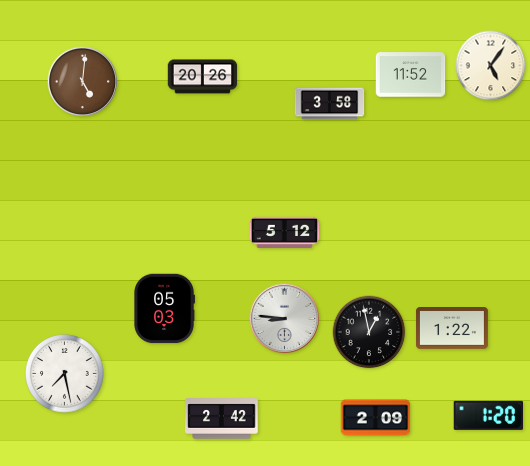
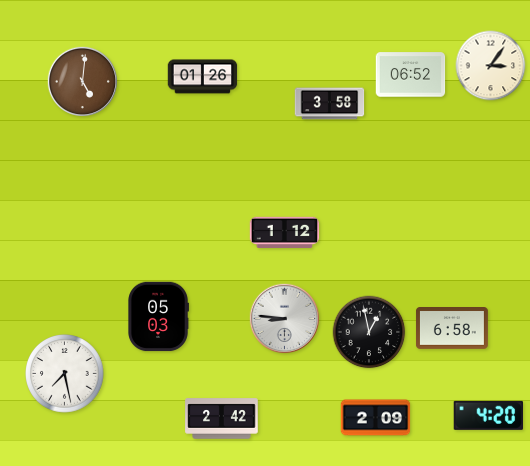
clock at (491, 66): 5:06 -> 3:06
clock at (411, 75): 11:52 -> 06:52
clock at (203, 77): 20:26 -> 01:26
clock at (285, 233): 5:12 -> 1:12
clock at (164, 309) position: (164, 309) -> (158, 317)
clock at (452, 329): 1:22 -> 6:58
clock at (488, 415): 1:20 -> 4:20
